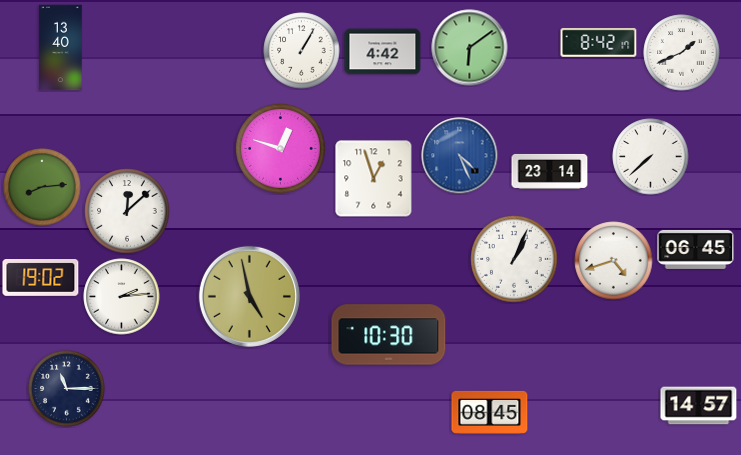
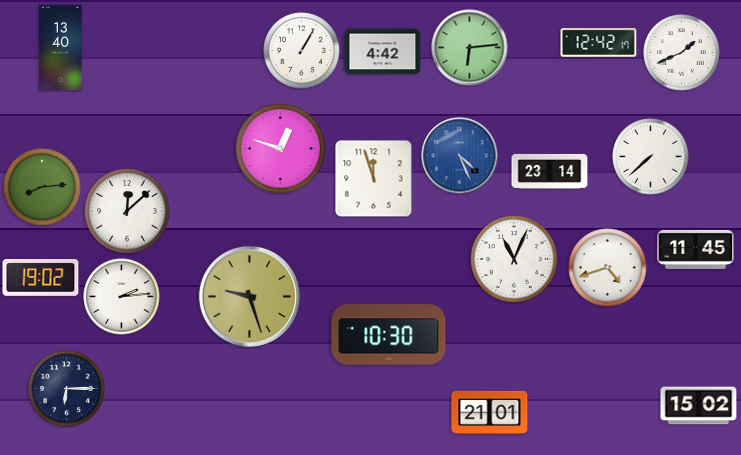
clock at (599, 43): 8:42 -> 12:42
clock at (470, 48): 6:09 -> 6:14
clock at (374, 179): 12:57 -> 11:57
clock at (696, 249): 06:45 -> 11:45
clock at (514, 259): 1:04 -> 11:04
clock at (614, 261) position: (614, 261) -> (608, 268)
clock at (249, 296): 4:58 -> 9:27
clock at (67, 389): 11:15 -> 6:15
clock at (699, 406): 14:57 -> 15:02
clock at (490, 412): 08:45 -> 21:01
